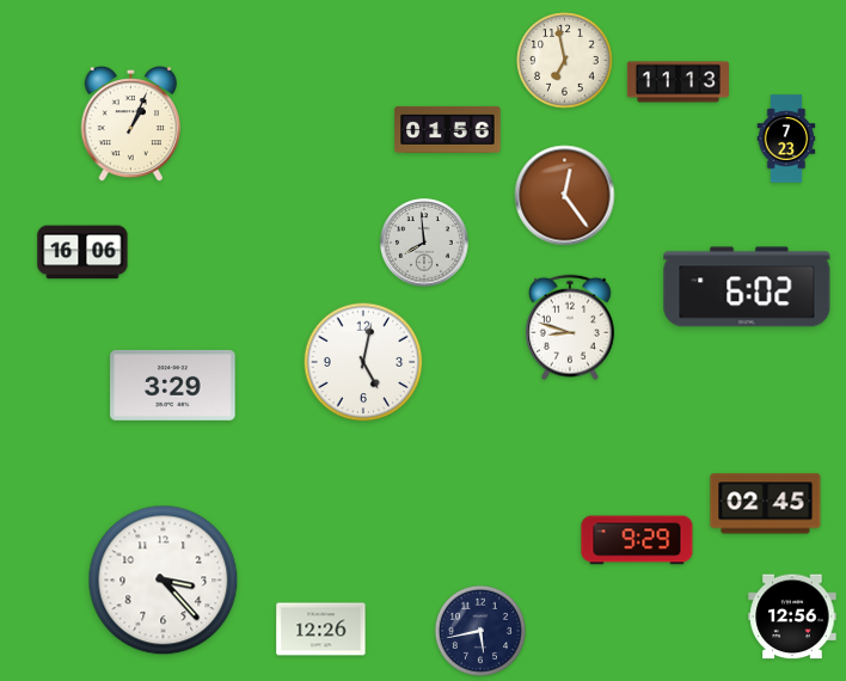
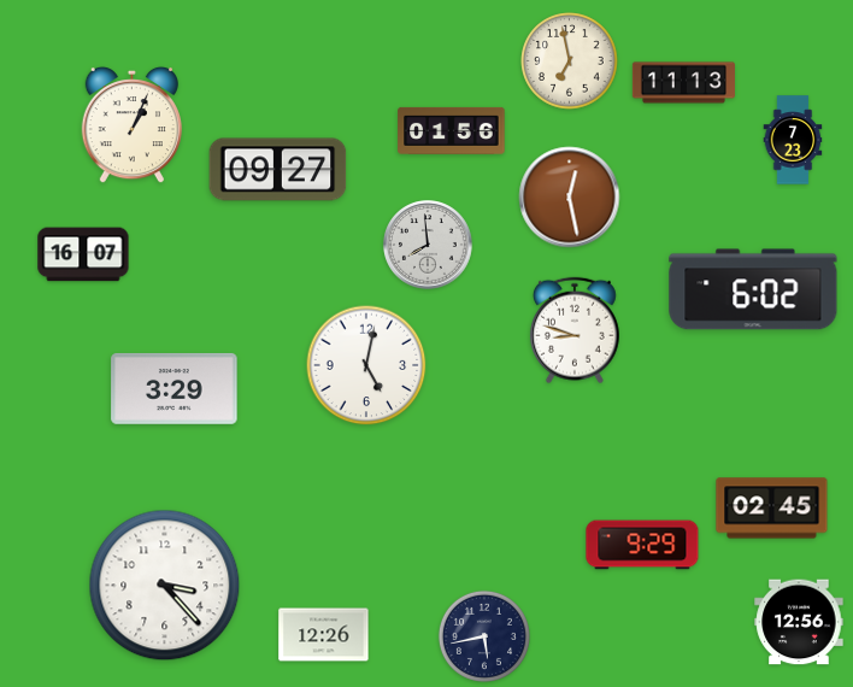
clock at (278, 170): none -> 09:27
clock at (565, 196): 12:24 -> 12:28
clock at (82, 252): 16:06 -> 16:07
